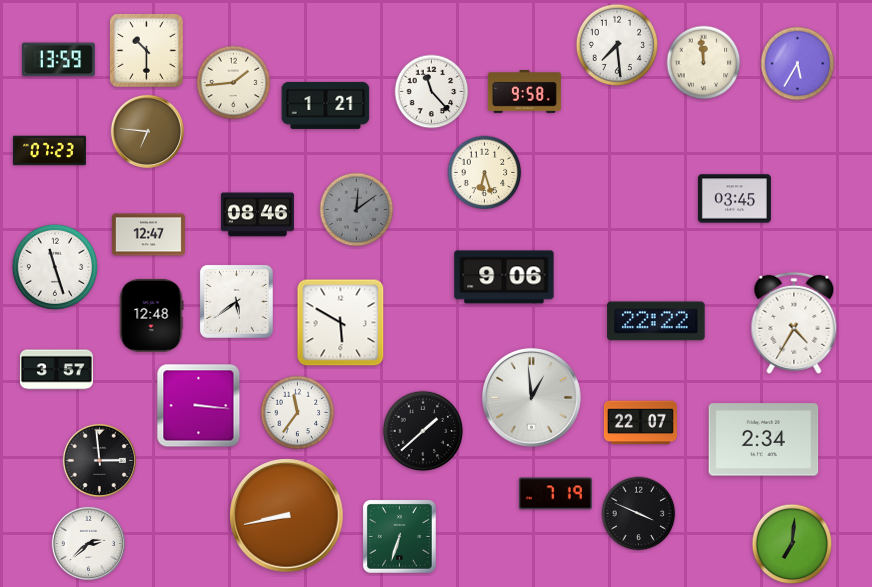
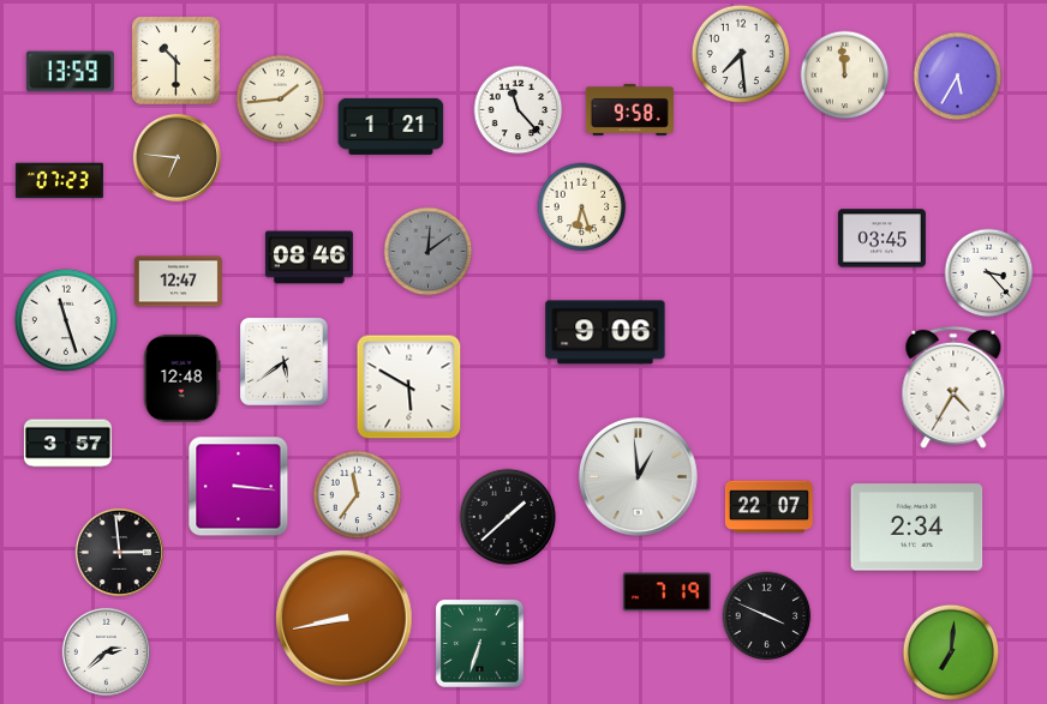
clock at (989, 273): none -> 3:23
clock at (656, 321): 22:22 -> none
